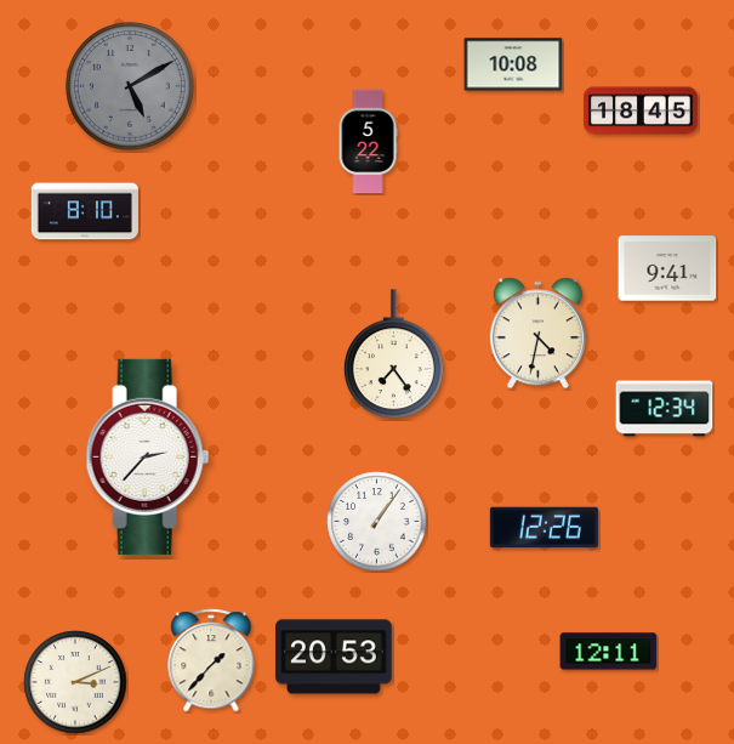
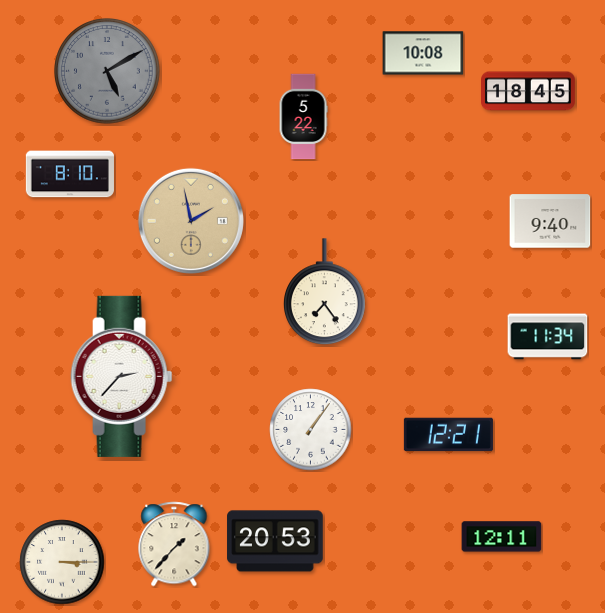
clock at (191, 221): none -> 1:58
clock at (667, 268): 9:41 -> 9:40
clock at (537, 334): 4:32 -> none
clock at (665, 409): 12:34 -> 11:34
clock at (544, 528): 12:26 -> 12:21
clock at (75, 682): 3:11 -> 3:15
